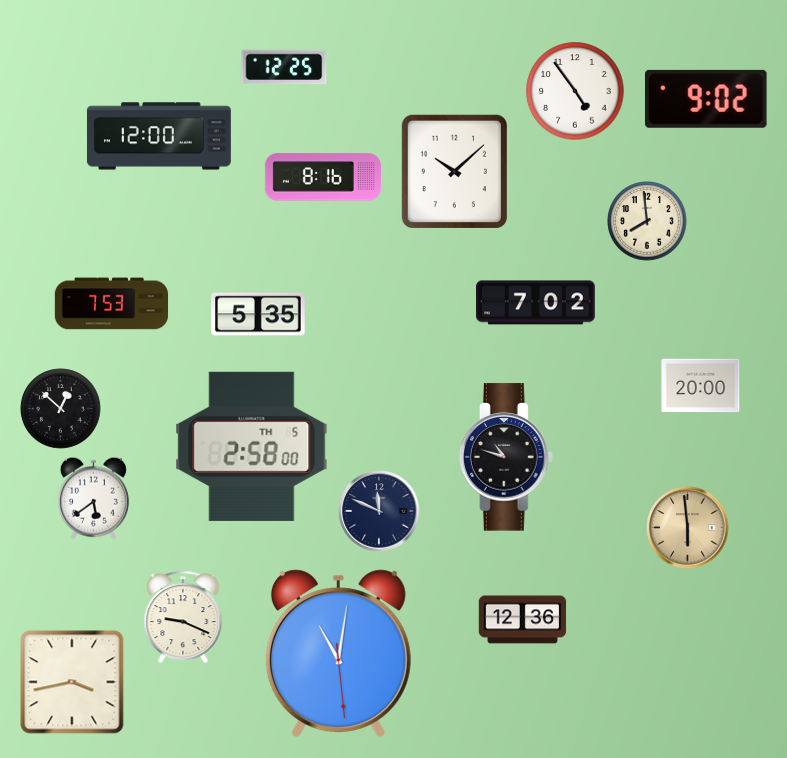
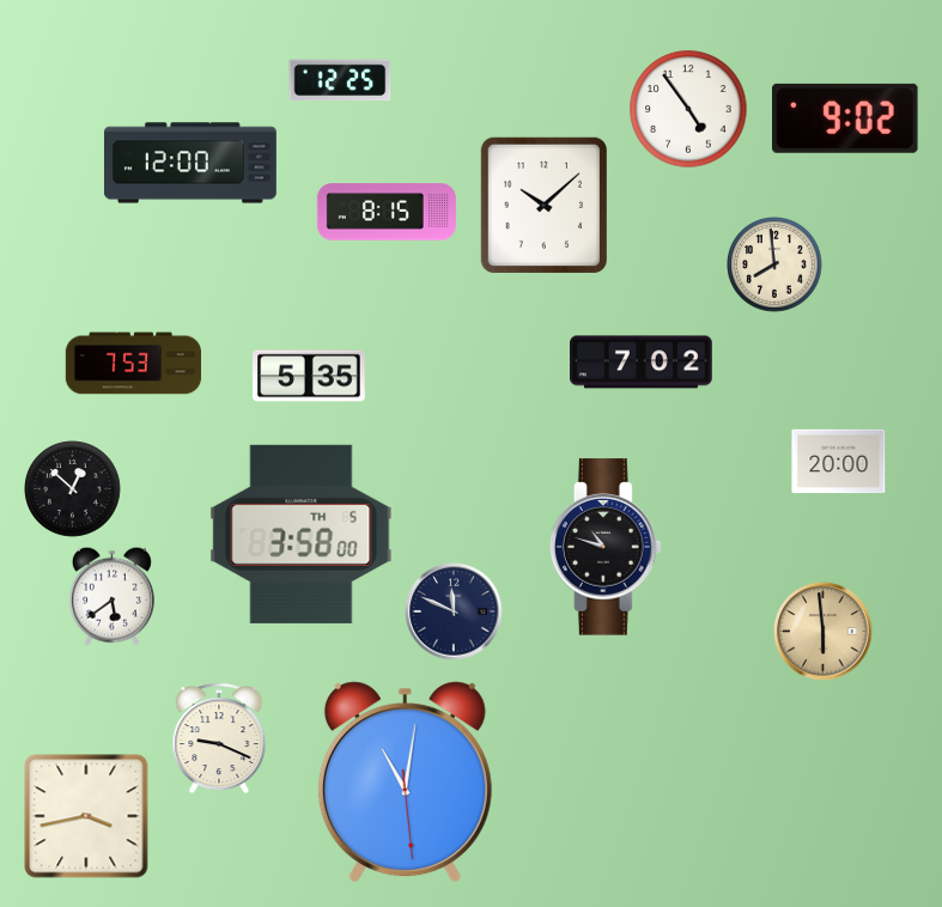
clock at (323, 177): 8:16 -> 8:15
clock at (252, 446): 2:58 -> 3:58
clock at (523, 620): 12:36 -> none
